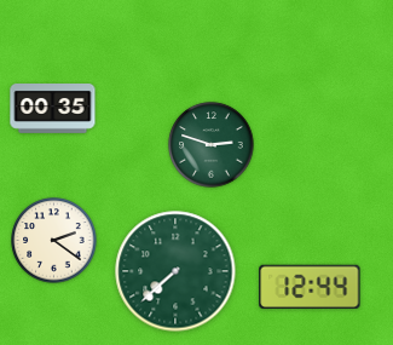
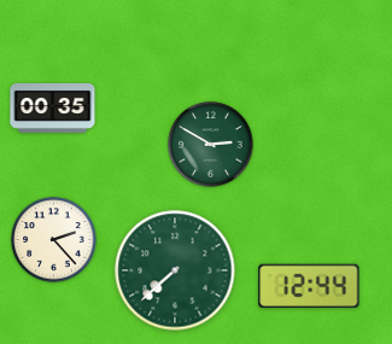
clock at (212, 145): 2:48 -> 2:50
clock at (54, 241): 2:21 -> 2:23
